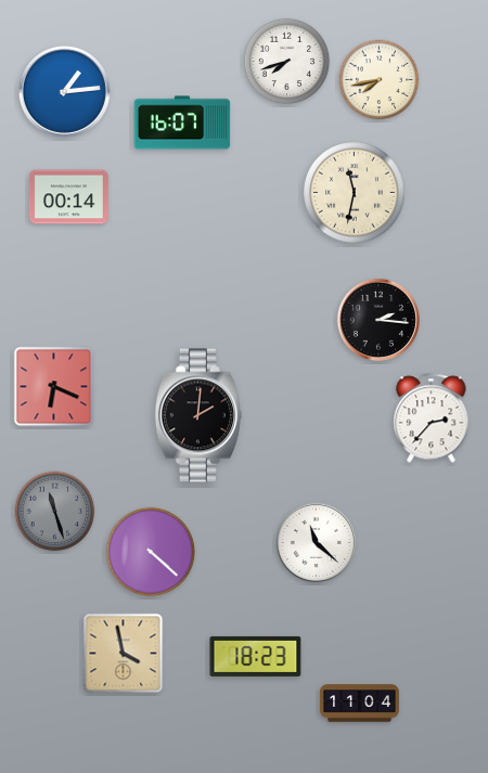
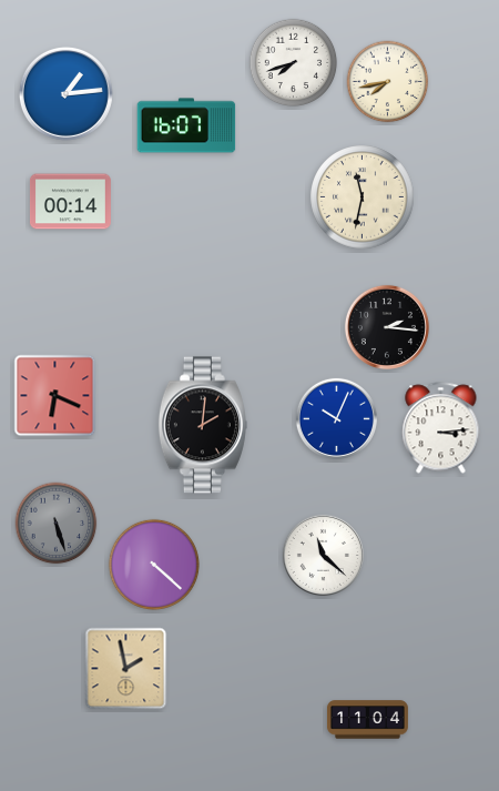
clock at (336, 418): none -> 10:04
clock at (432, 418): 2:37 -> 3:14
clock at (55, 512): 11:27 -> 5:27
clock at (124, 654): 3:58 -> 1:58
clock at (256, 656): 18:23 -> none
